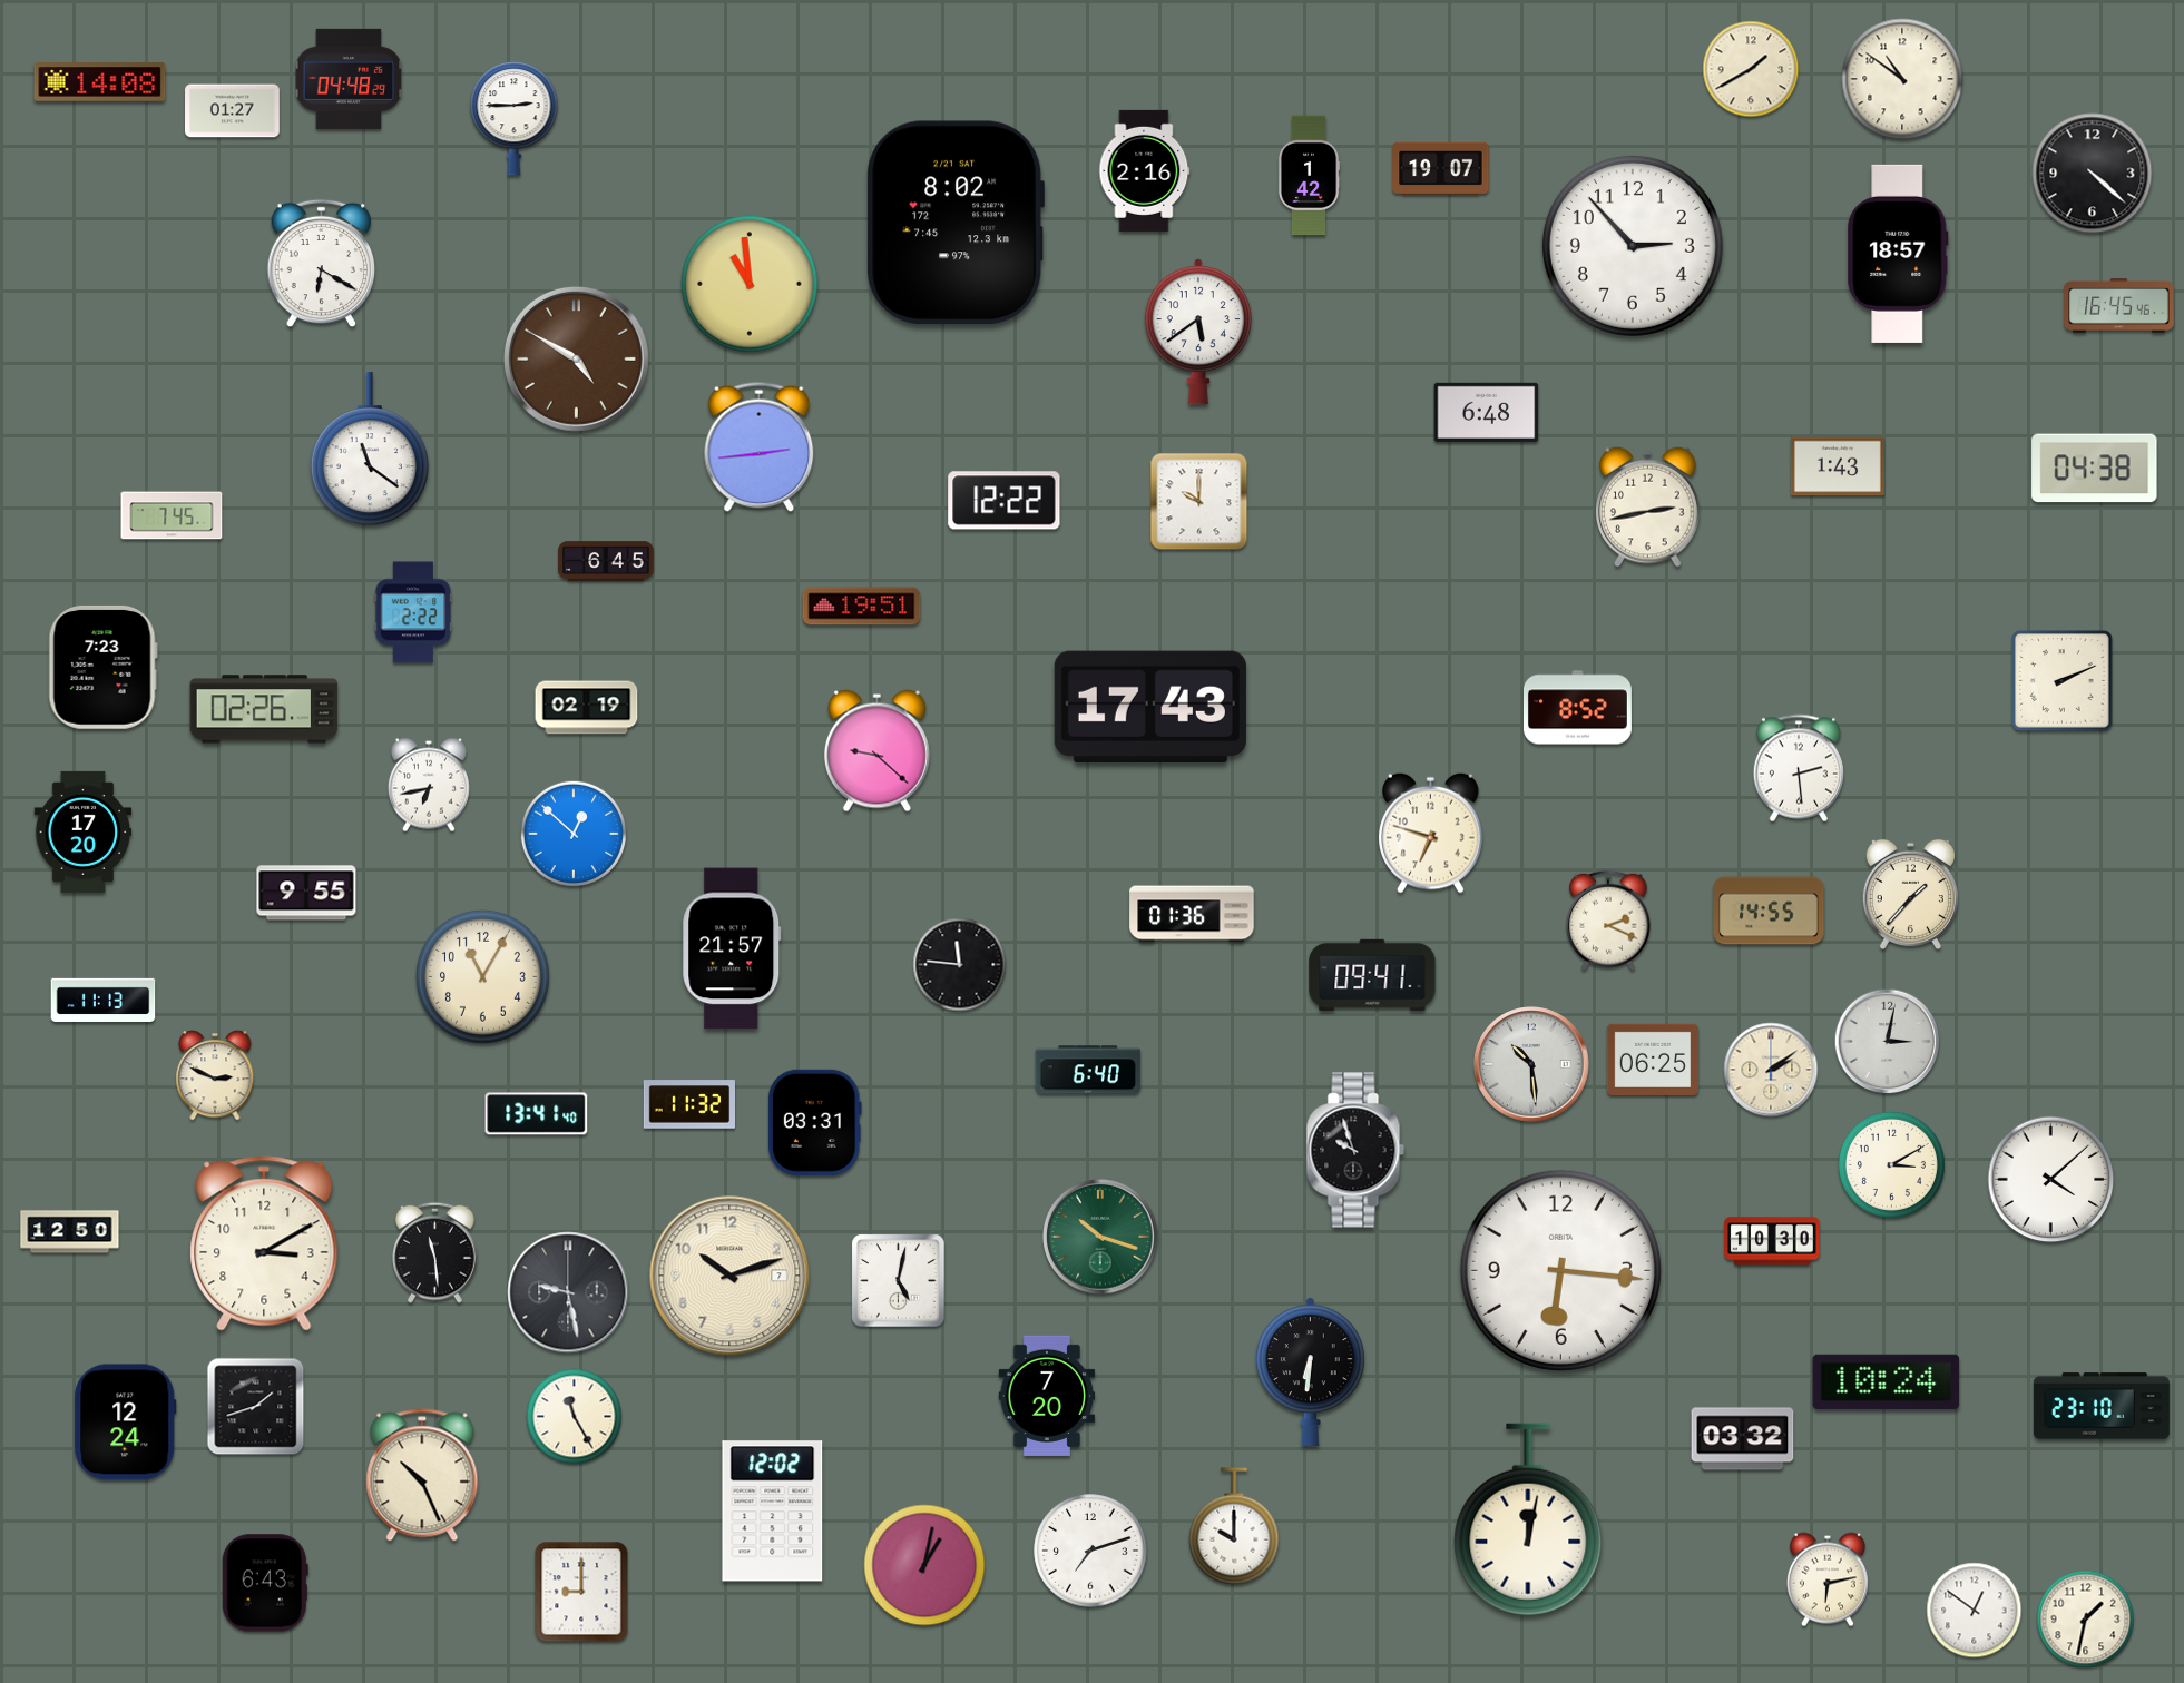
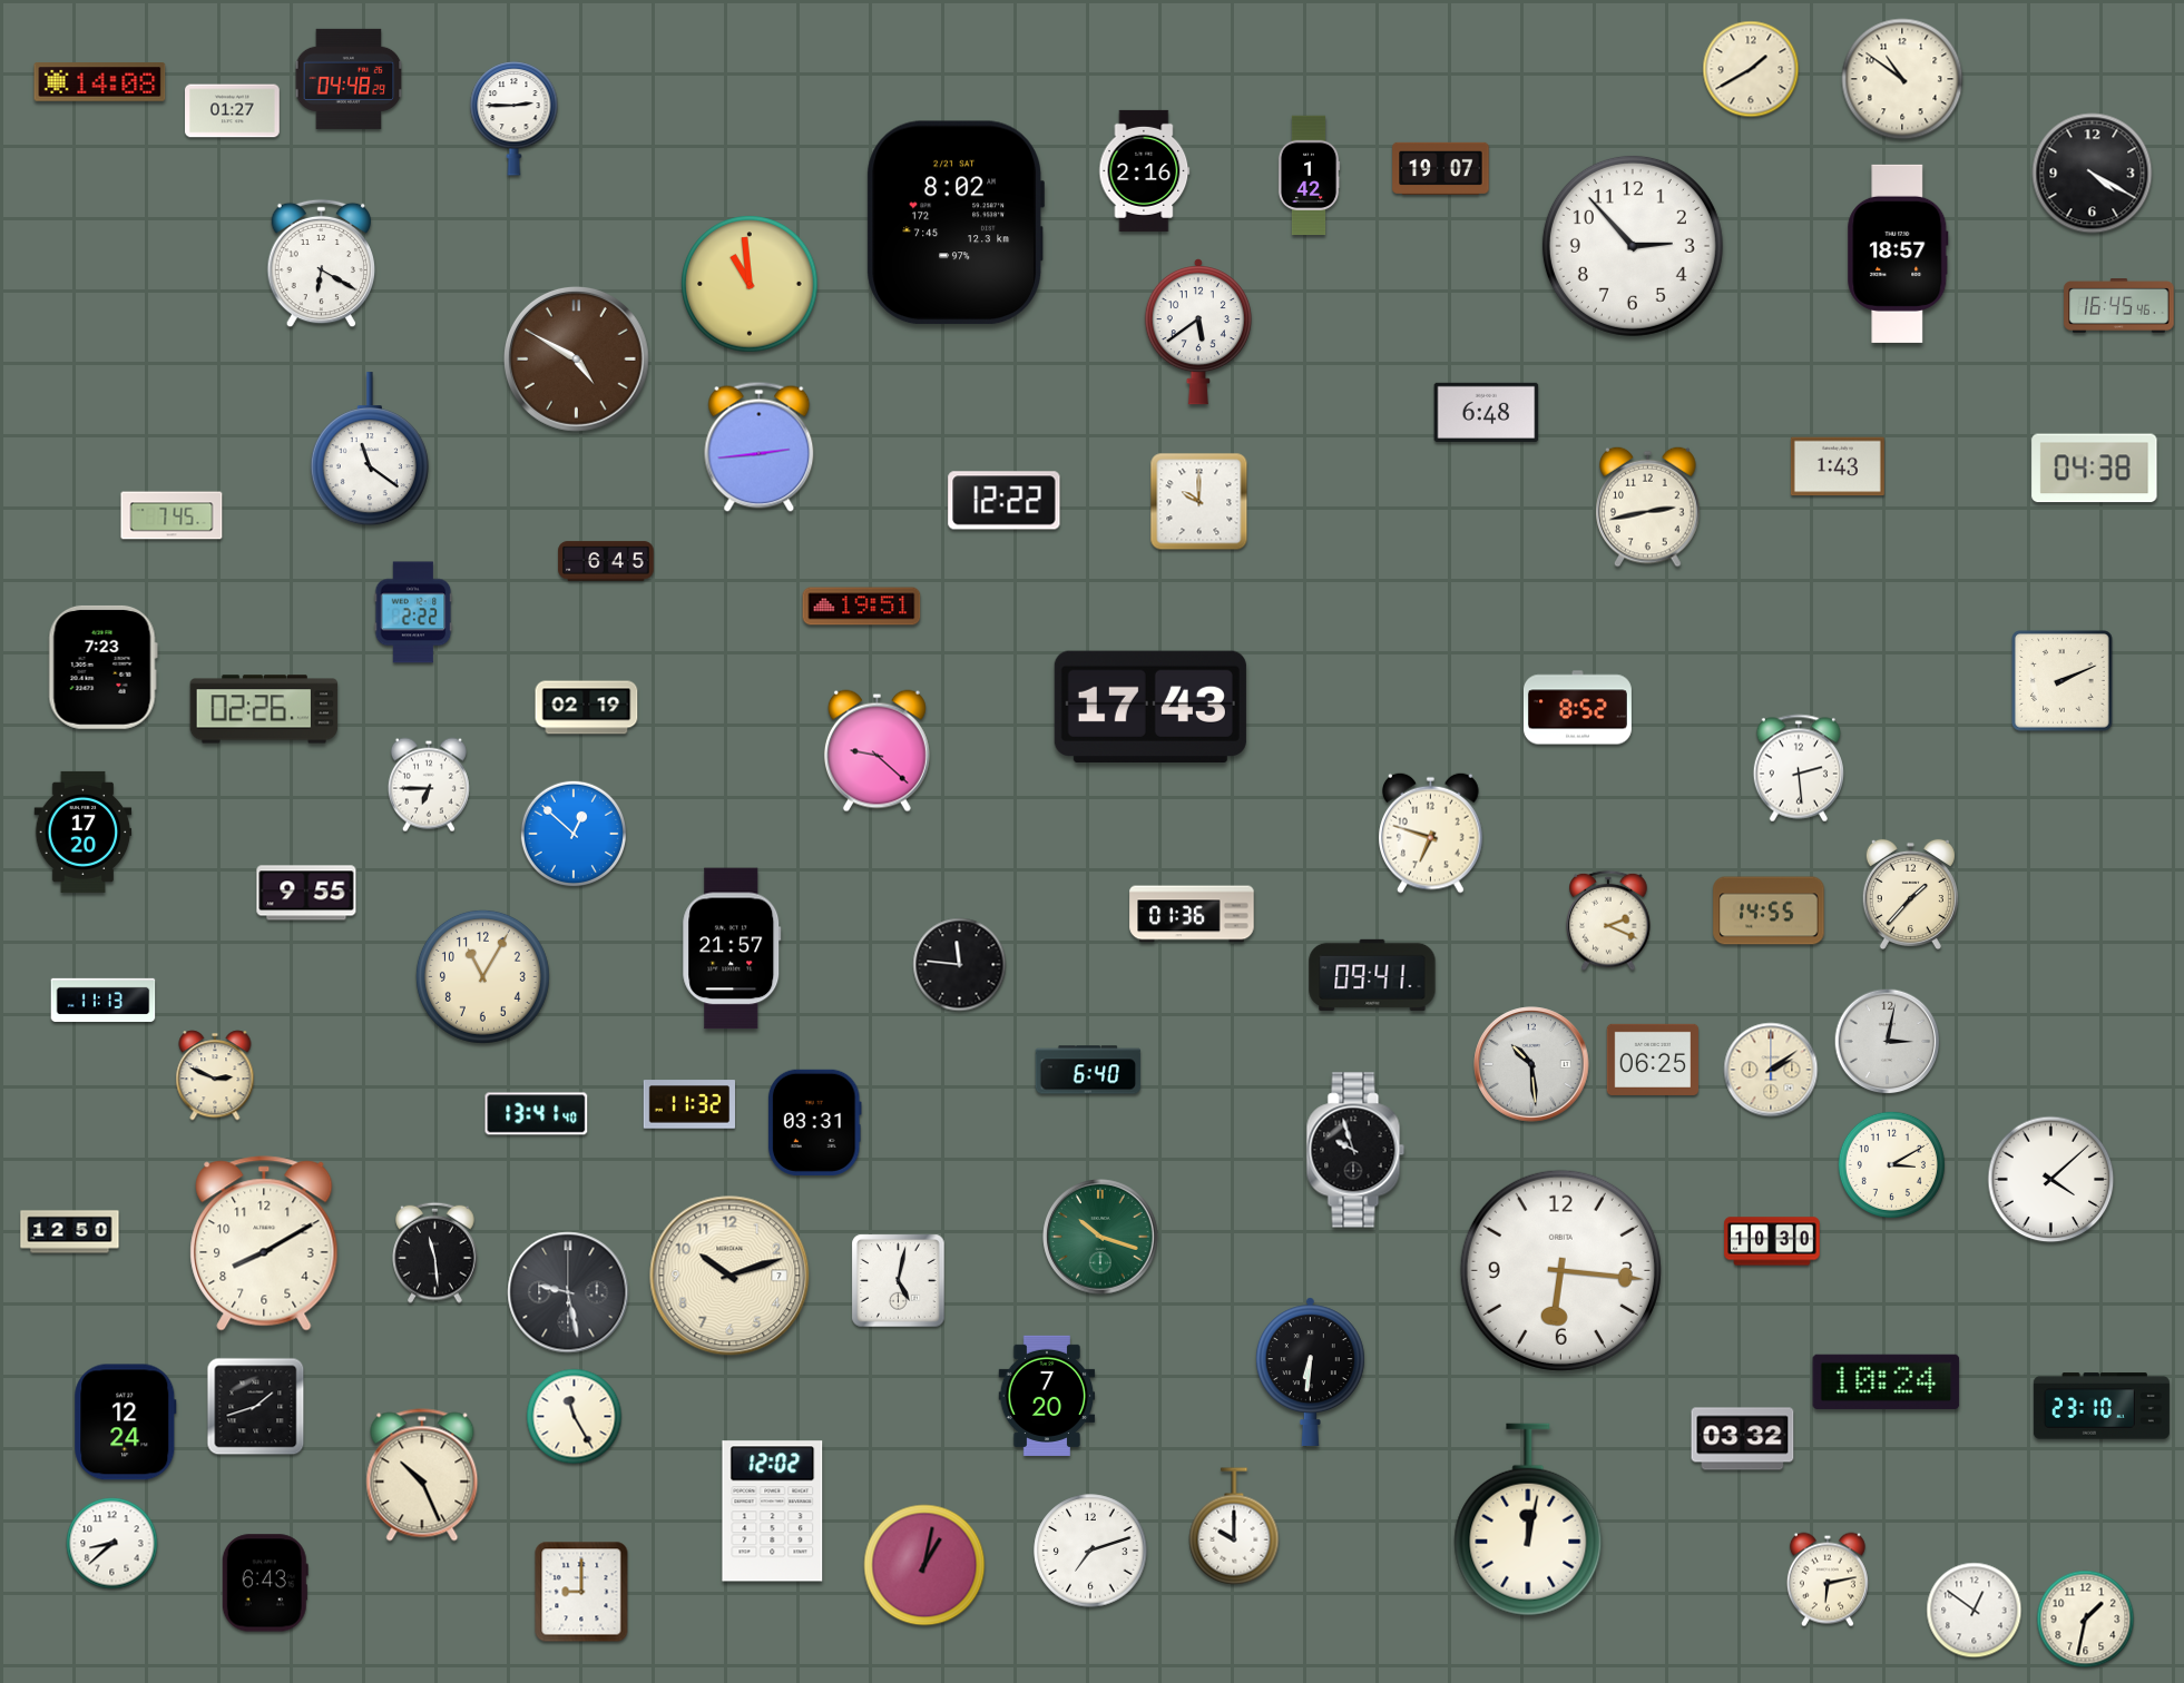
clock at (2093, 174): 4:22 -> 4:20
clock at (429, 785): 6:43 -> 6:45
clock at (264, 1243): 3:10 -> 8:10
clock at (112, 1544): none -> 8:38
